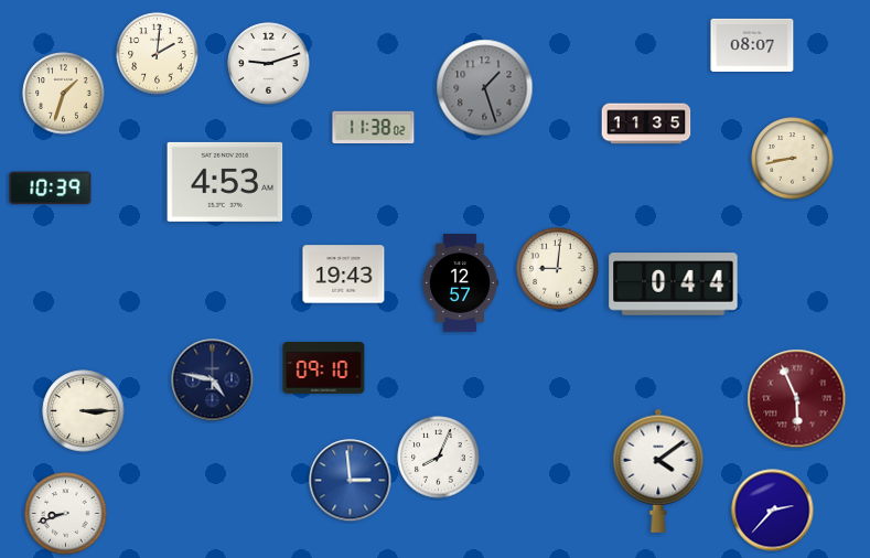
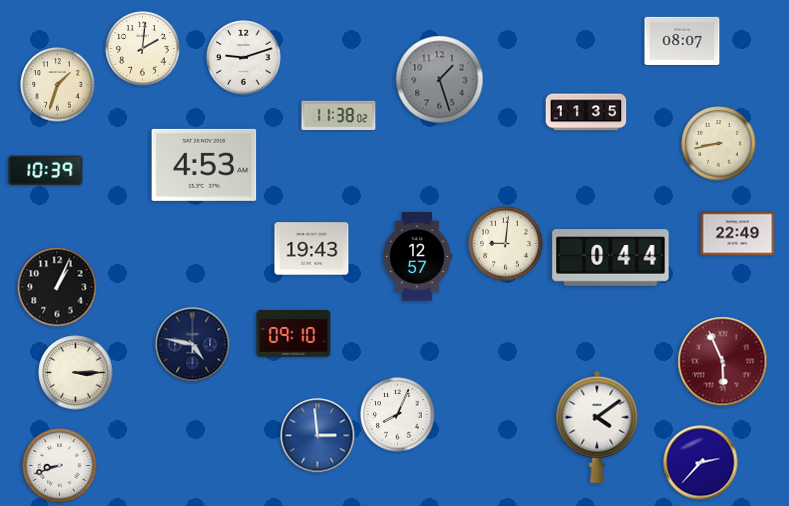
clock at (738, 234): none -> 22:49
clock at (57, 287): none -> 1:04
